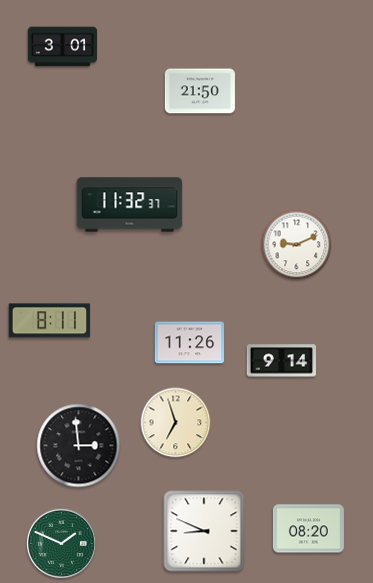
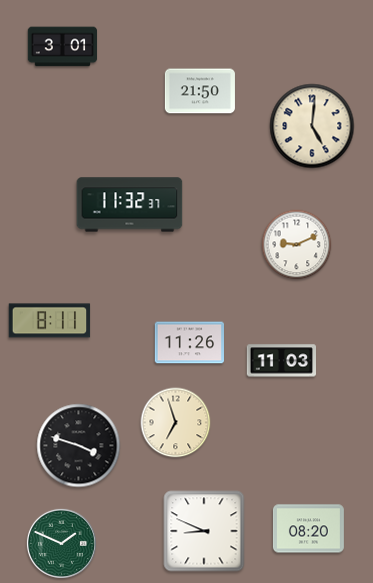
clock at (312, 126): none -> 5:01
clock at (281, 361): 9:14 -> 11:03
clock at (79, 446): 2:59 -> 3:48
